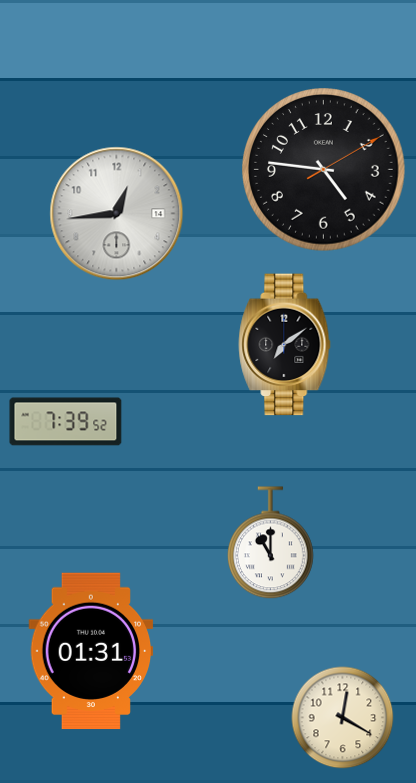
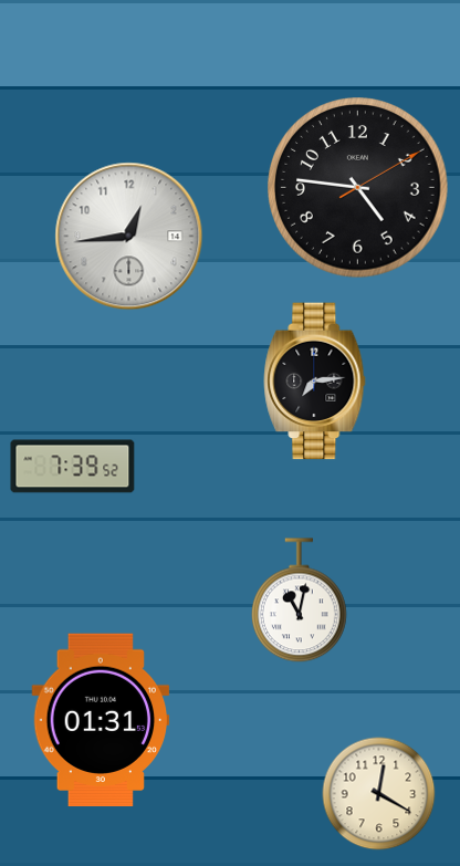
clock at (285, 345): 7:09 -> 7:14
clock at (270, 543): 11:00 -> 11:02
